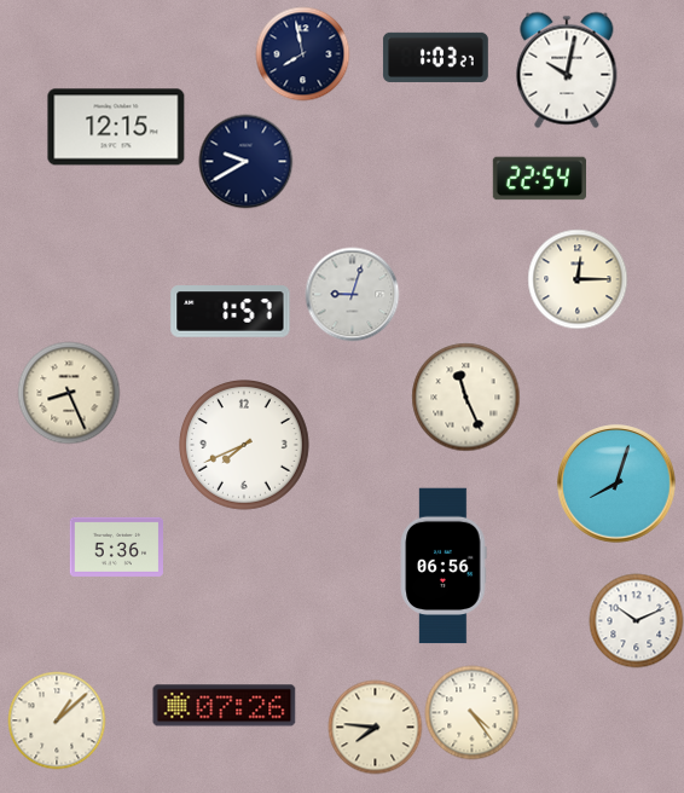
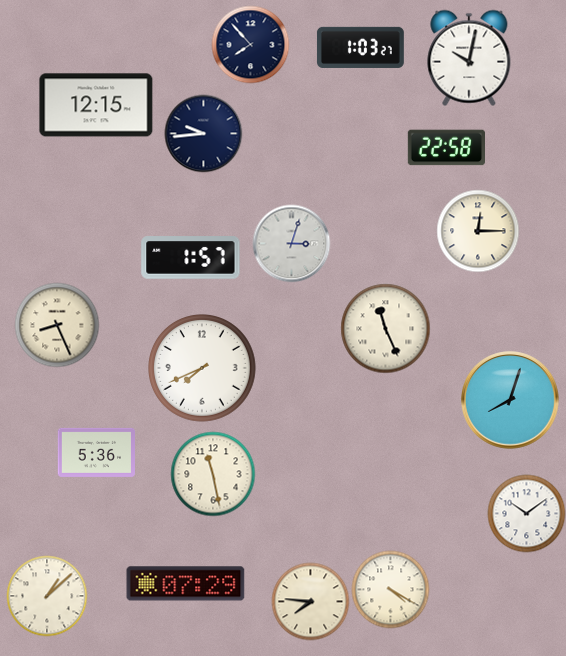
clock at (302, 53): 7:58 -> 7:53
clock at (245, 161): 9:40 -> 9:44
clock at (539, 179): 22:54 -> 22:58
clock at (352, 294): 9:03 -> 3:03
clock at (444, 566): 06:56 -> none
clock at (213, 474): none -> 11:28
clock at (636, 620): 10:11 -> 10:09
clock at (225, 706): 07:26 -> 07:29
clock at (471, 712): 4:24 -> 4:20
